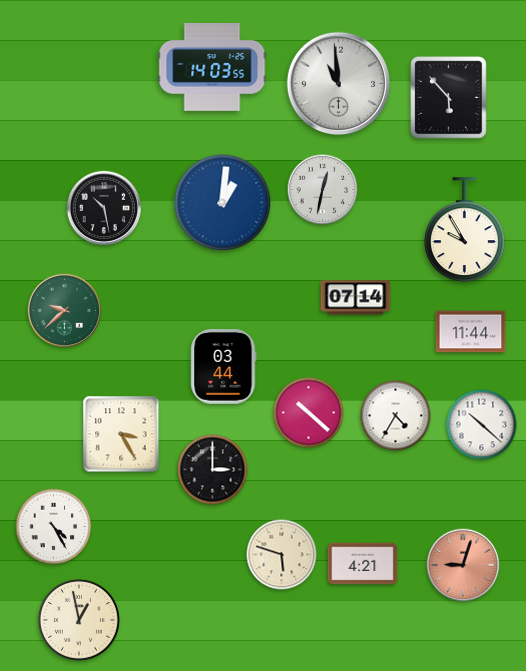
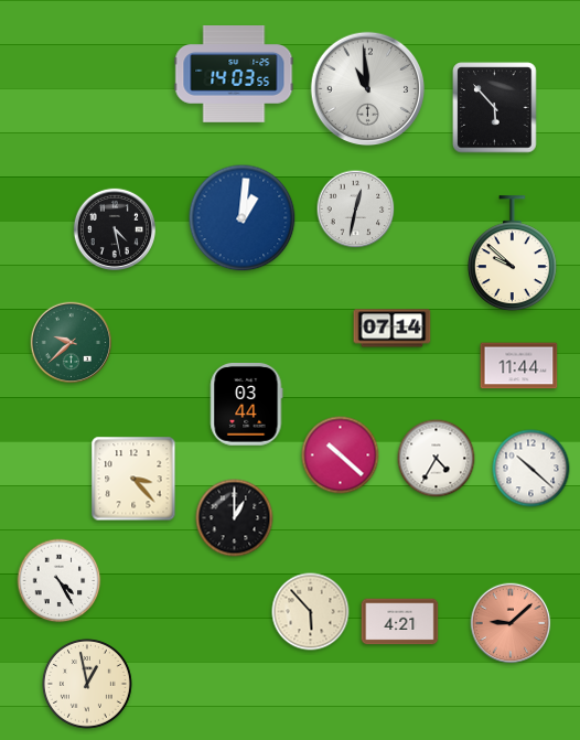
clock at (339, 84) position: (339, 84) -> (368, 89)
clock at (223, 203) position: (223, 203) -> (243, 218)
clock at (103, 207): 10:28 -> 4:28
clock at (464, 230): 9:55 -> 9:52
clock at (121, 434): 3:25 -> 3:23
clock at (213, 470): 3:00 -> 1:00
clock at (282, 555): 5:48 -> 5:53
clock at (463, 565): 9:03 -> 9:08
